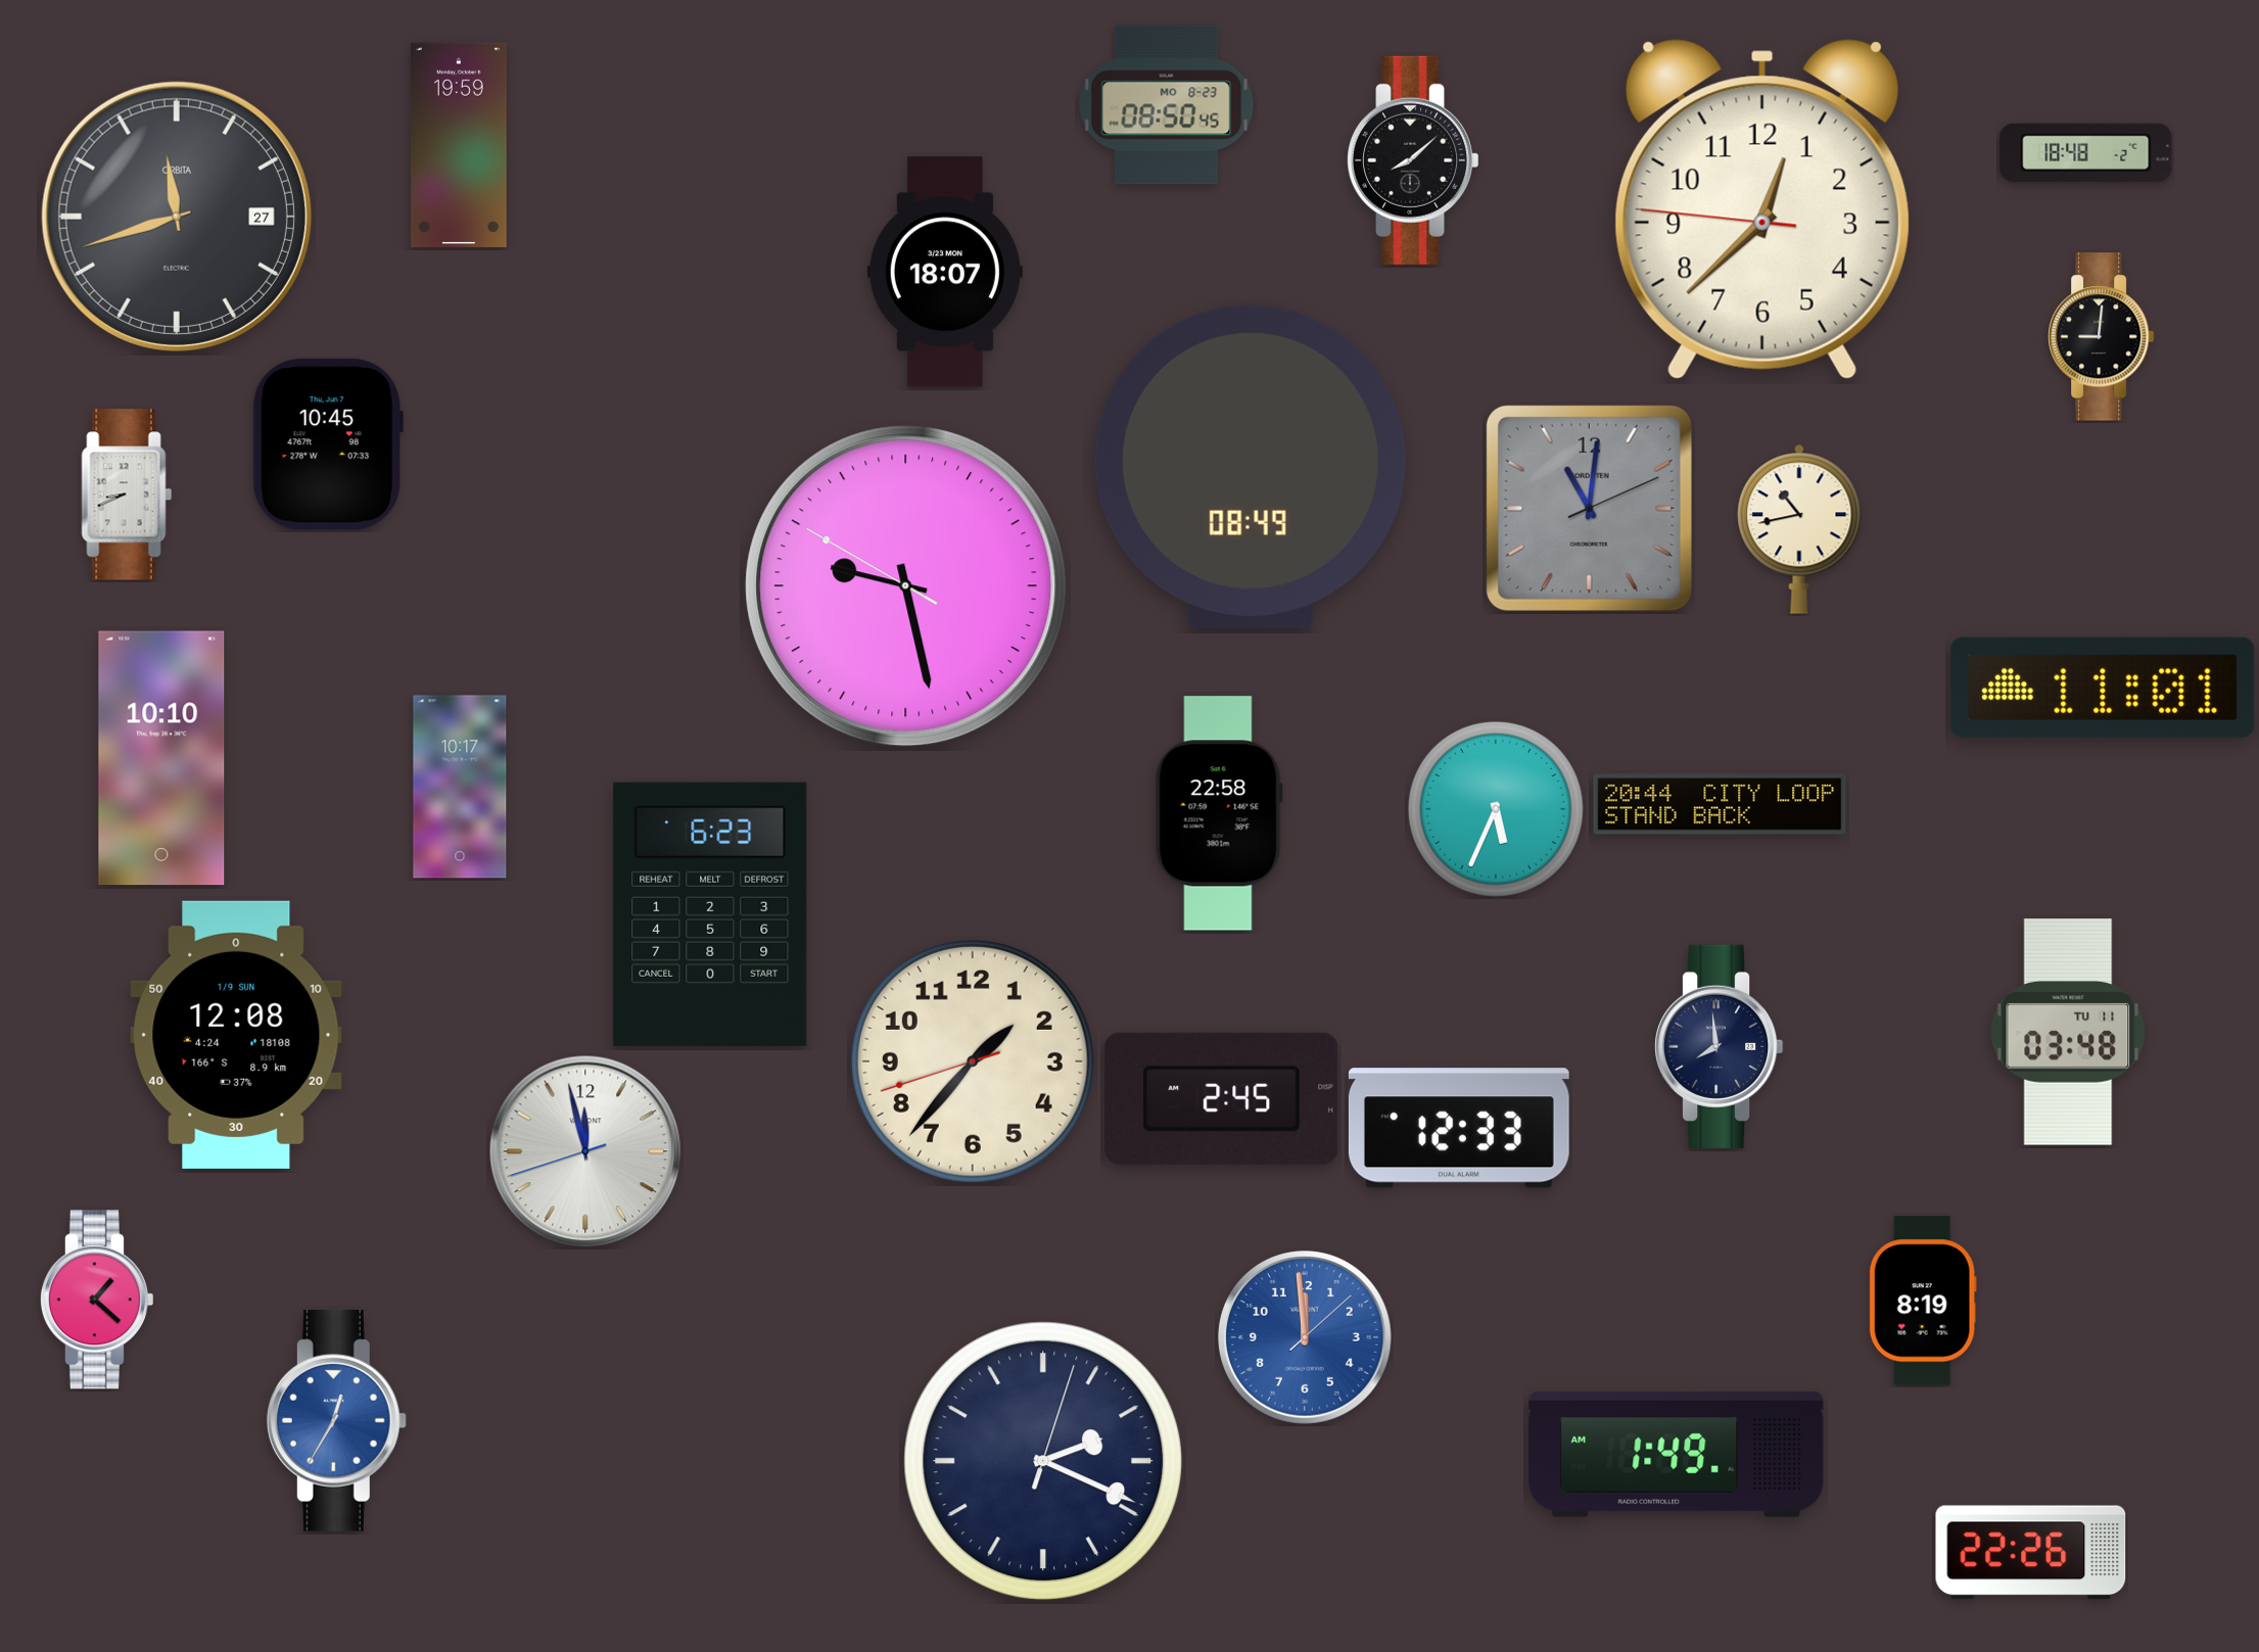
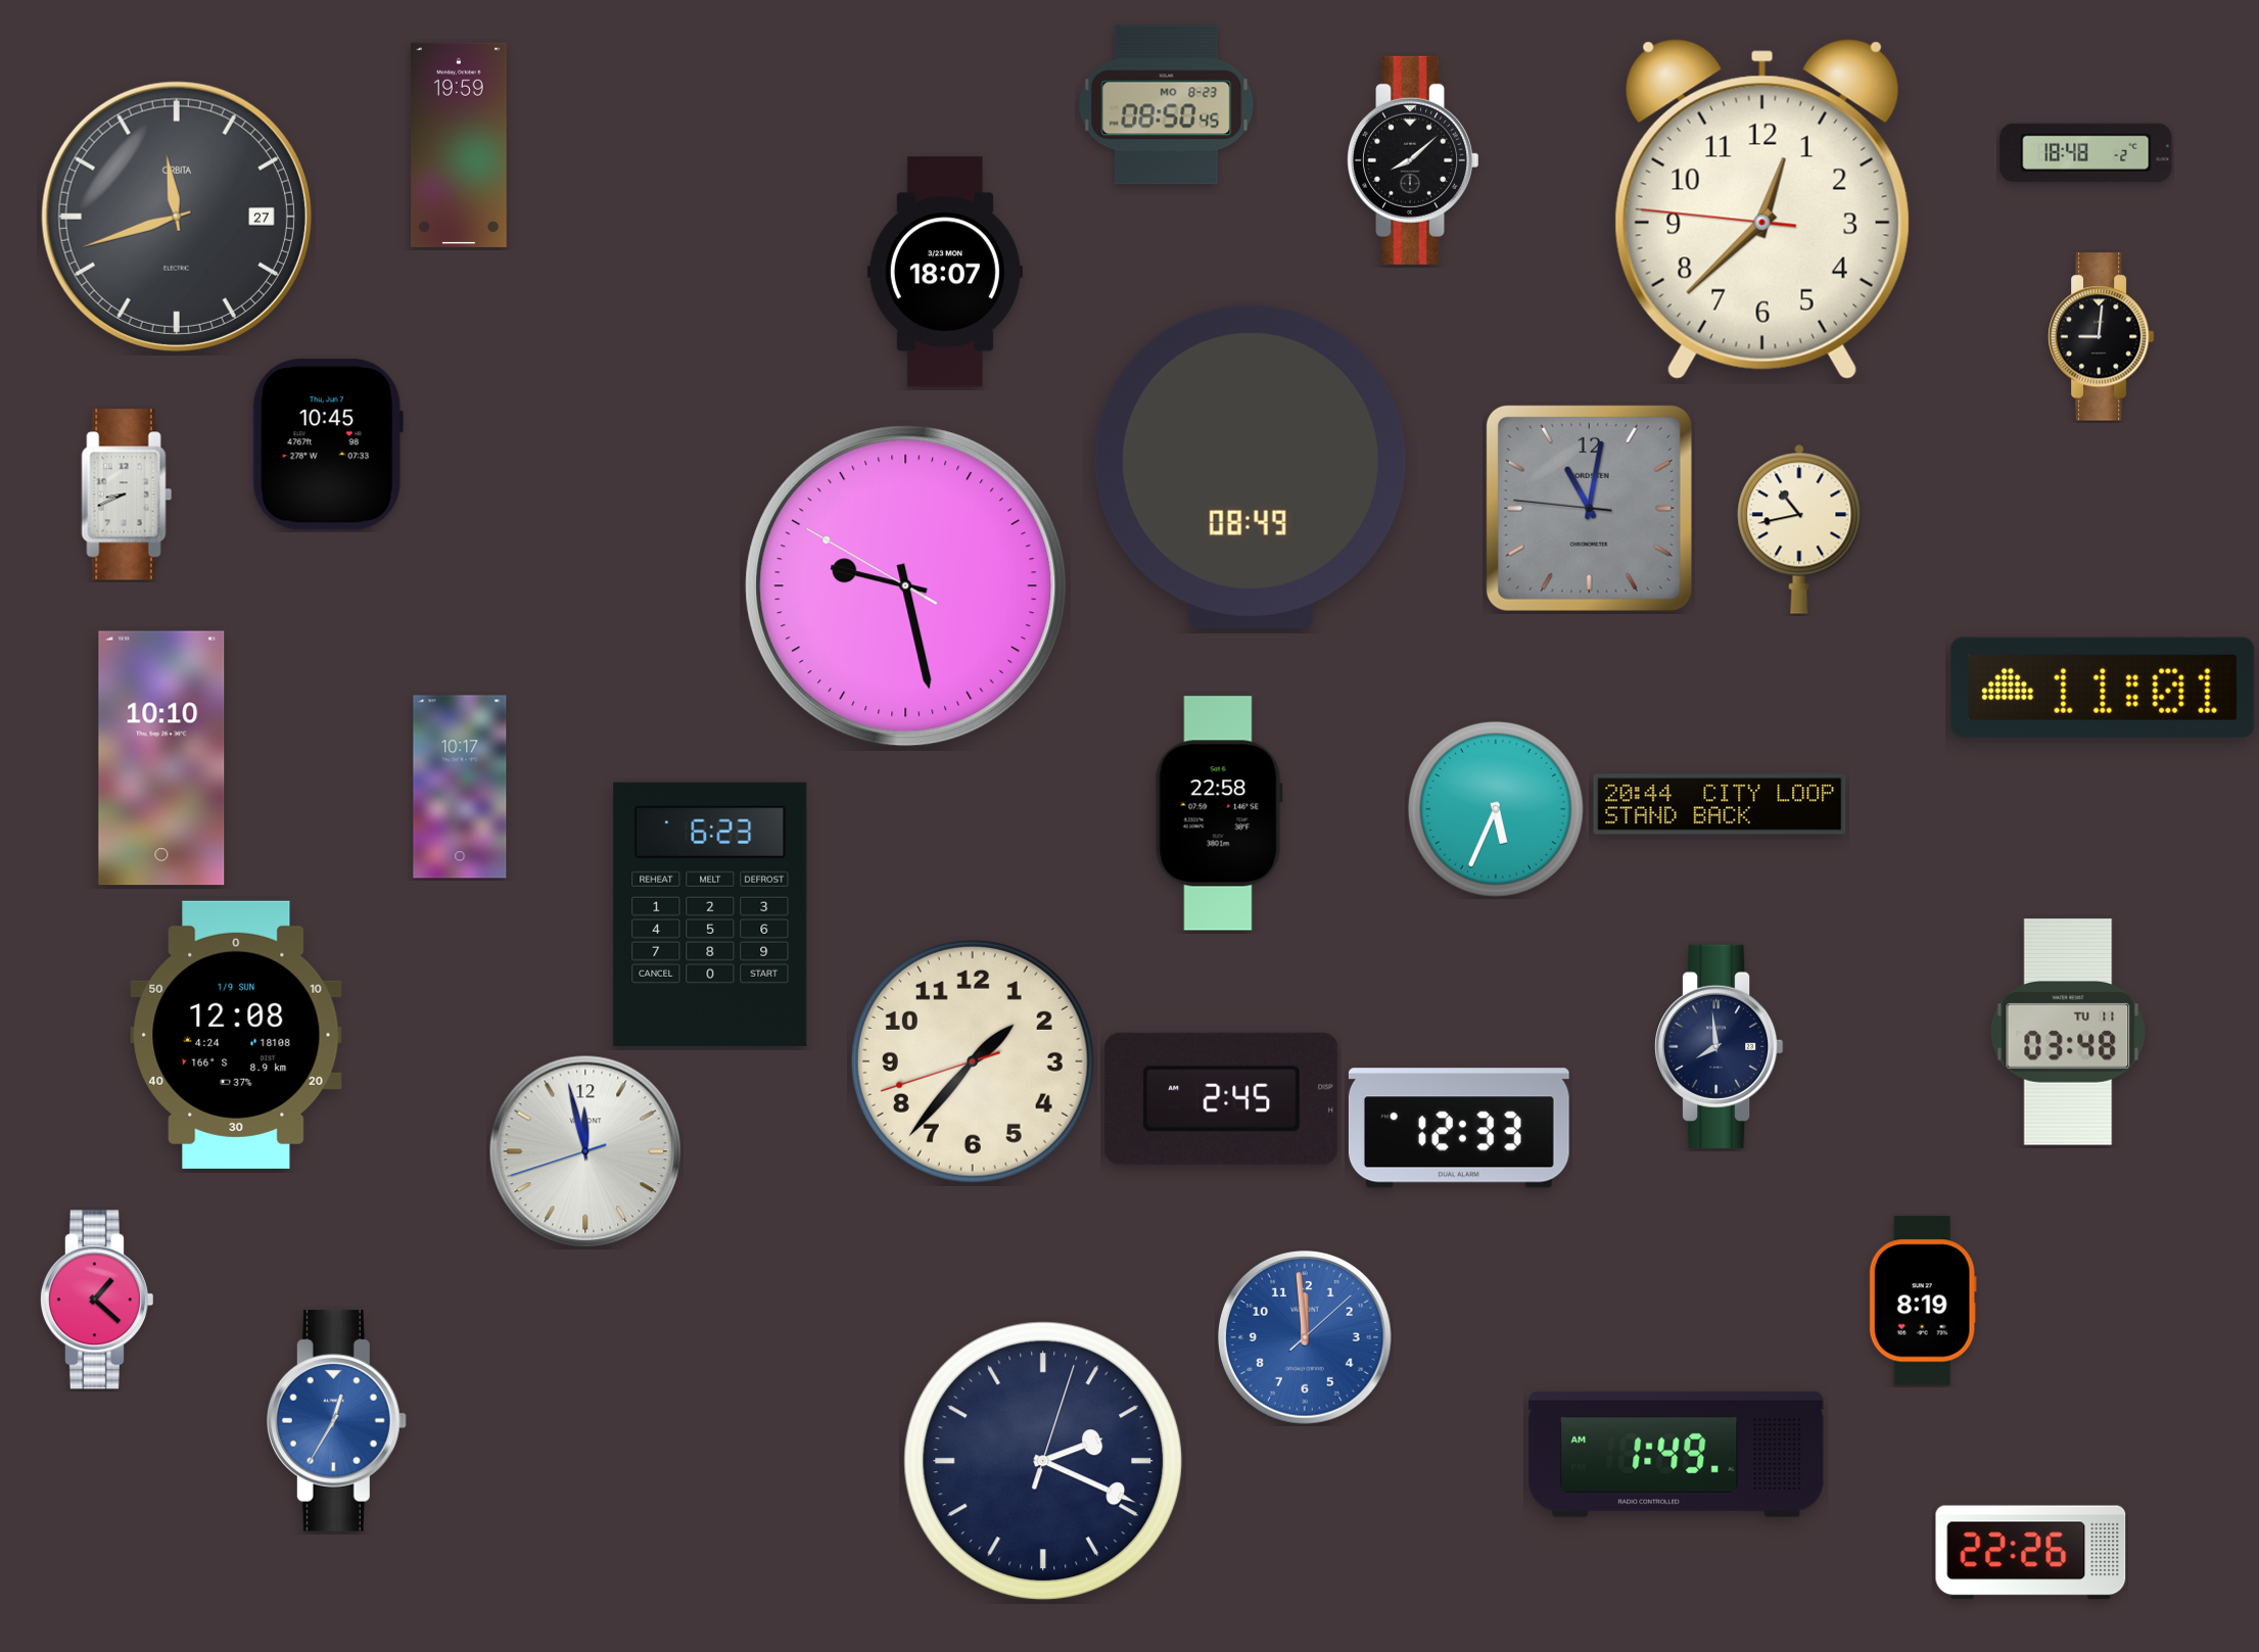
clock at (1589, 508): 11:01:11 -> 11:01:46
